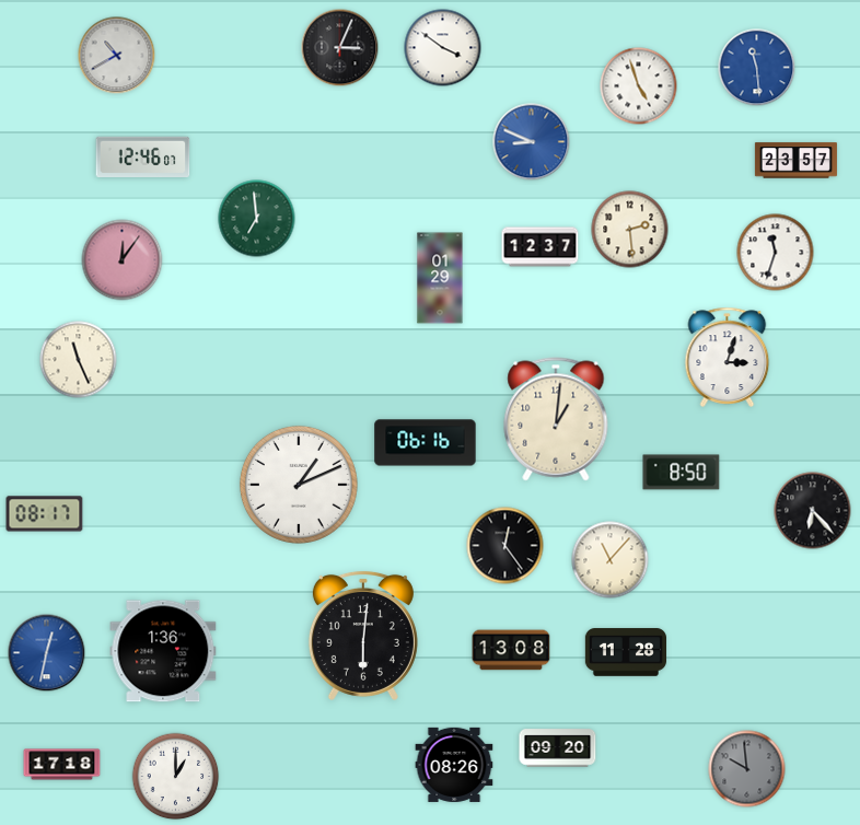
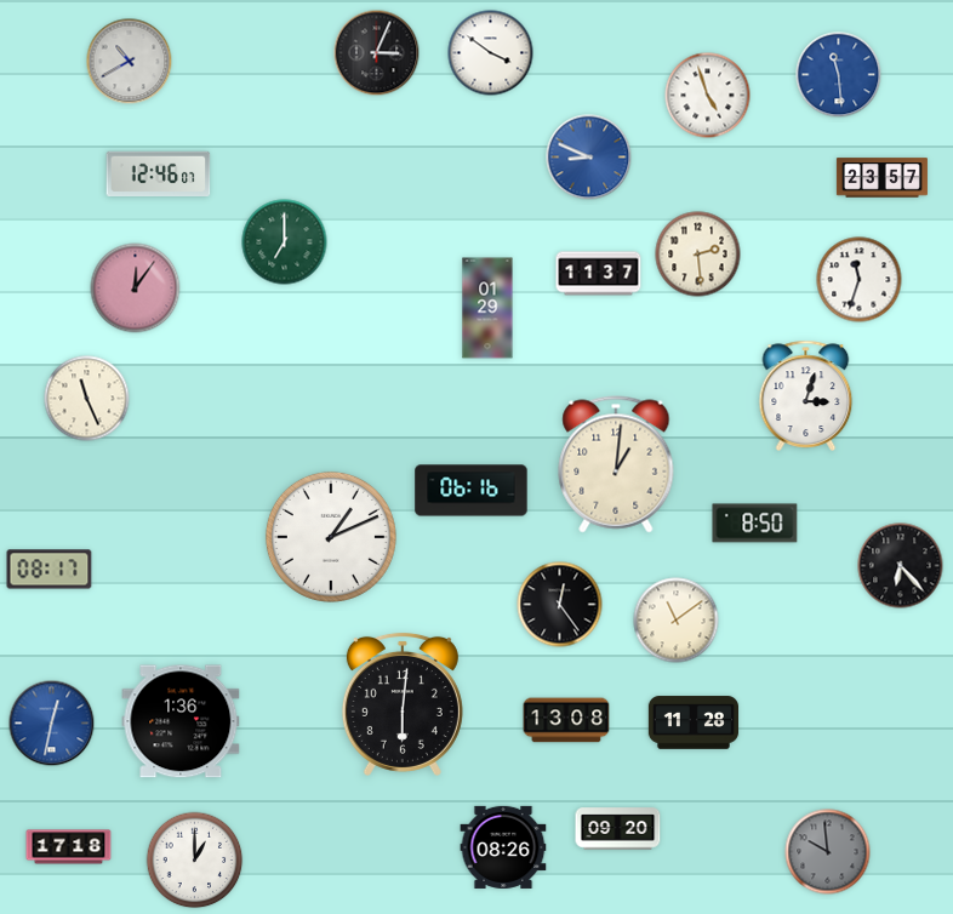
clock at (257, 219): 6:59 -> 7:00
clock at (541, 247): 12:37 -> 11:37
clock at (611, 560): 11:07 -> 11:09
